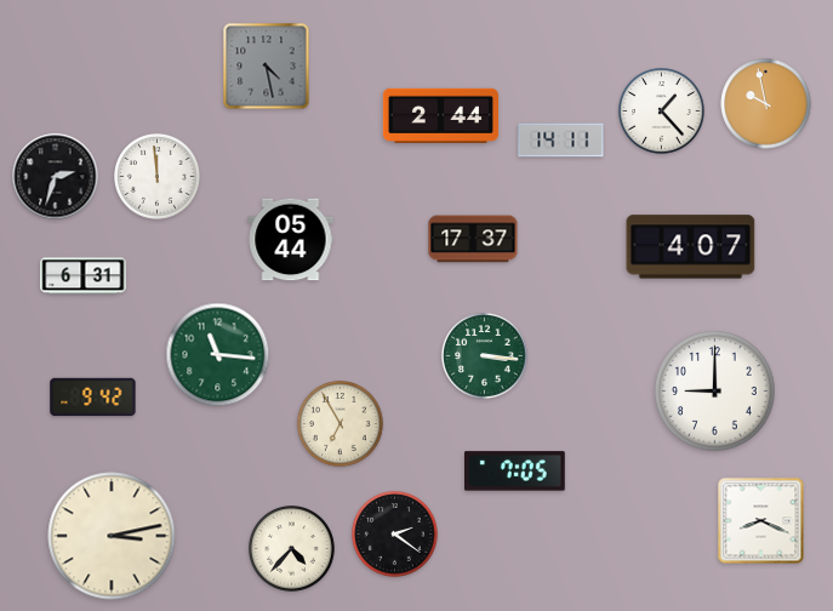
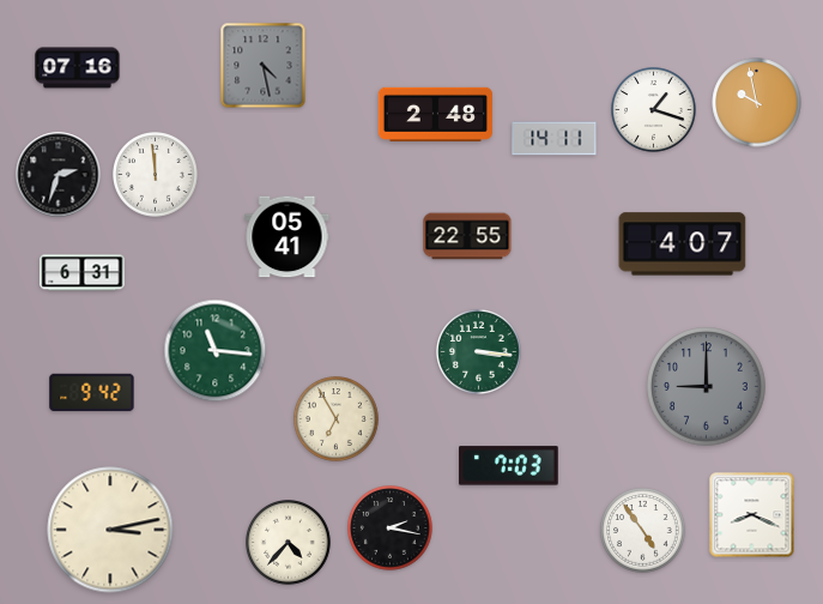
clock at (78, 68): none -> 07:16
clock at (662, 112): 1:23 -> 1:18
clock at (440, 115): 2:44 -> 2:48
clock at (56, 177) position: (56, 177) -> (59, 175)
clock at (473, 239): 17:37 -> 22:55
clock at (291, 240): 05:44 -> 05:41
clock at (715, 392) dial: white -> grey
clock at (515, 472): 7:05 -> 7:03
clock at (395, 535): 2:21 -> 2:17
clock at (643, 531): none -> 4:54
